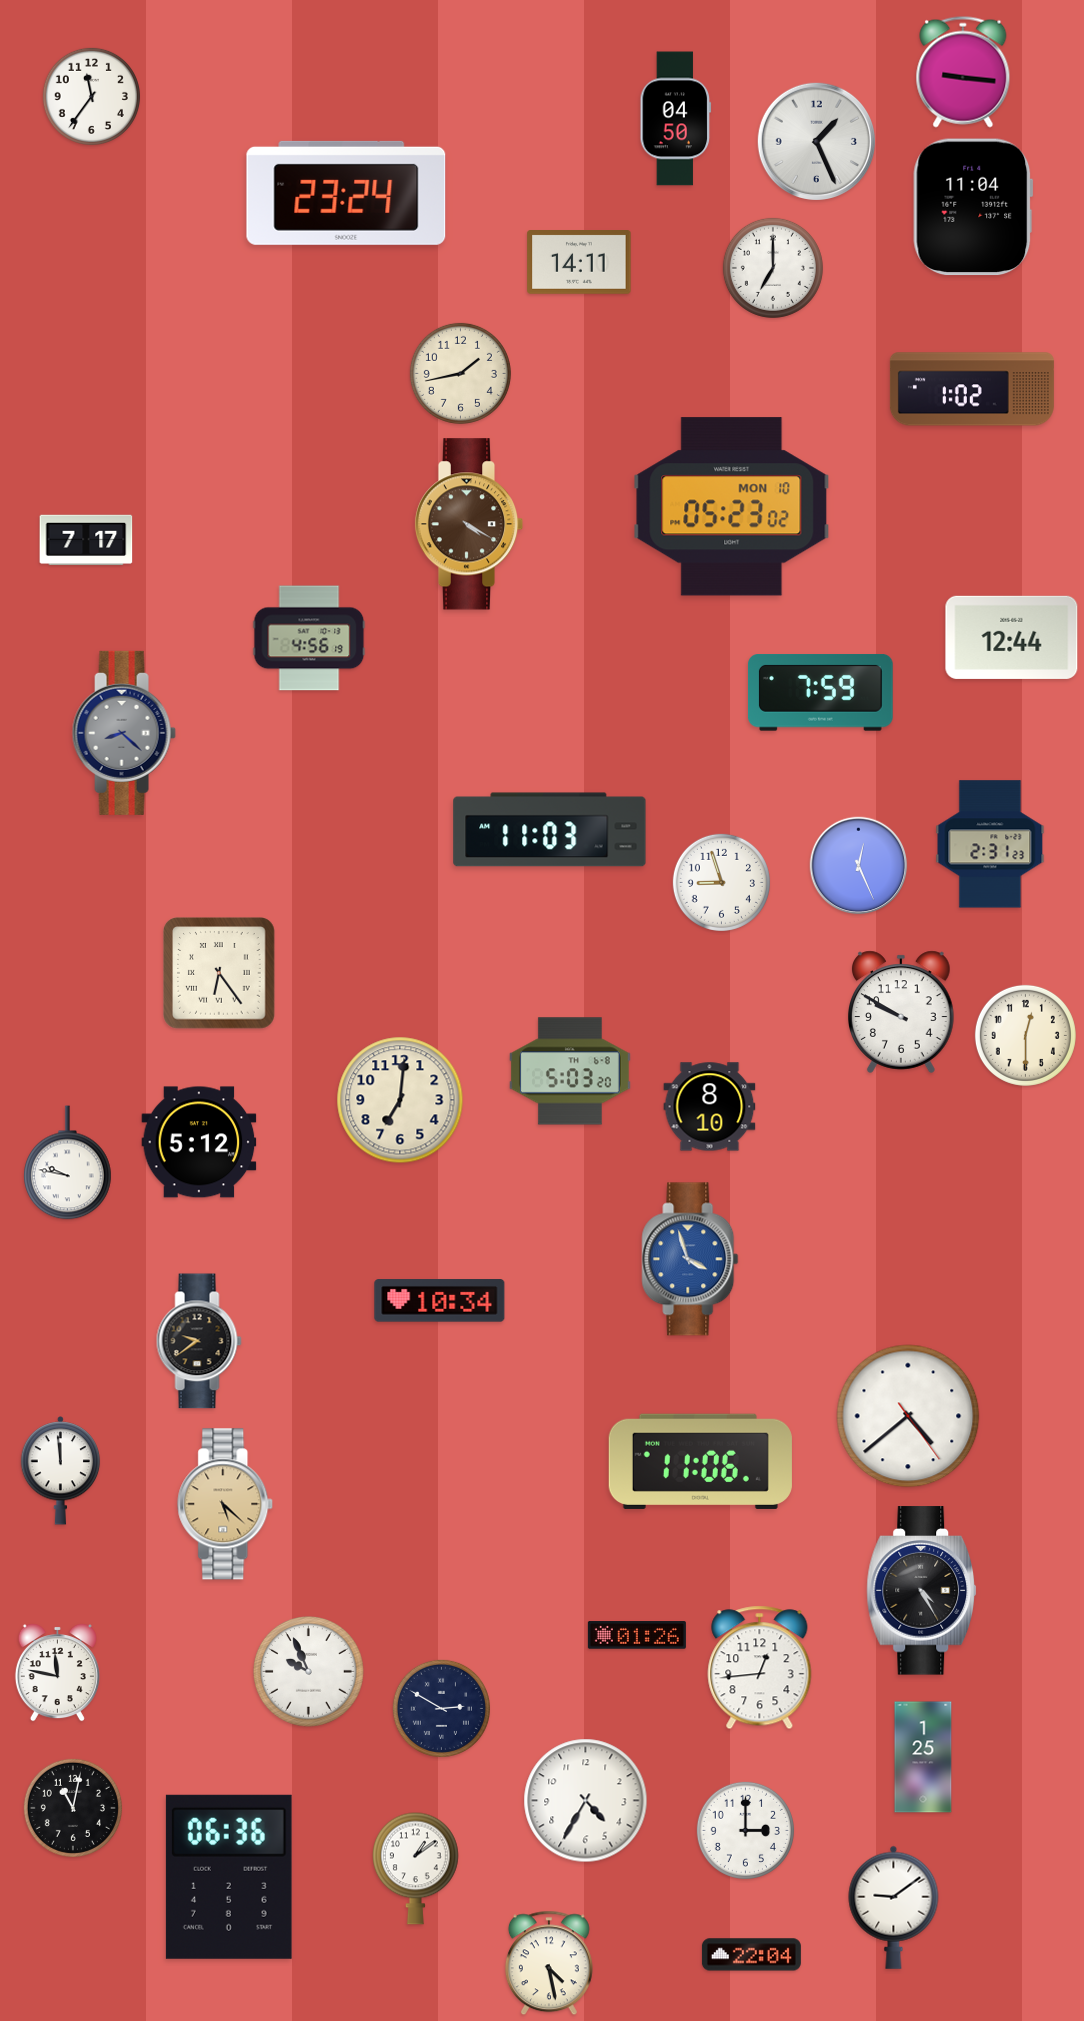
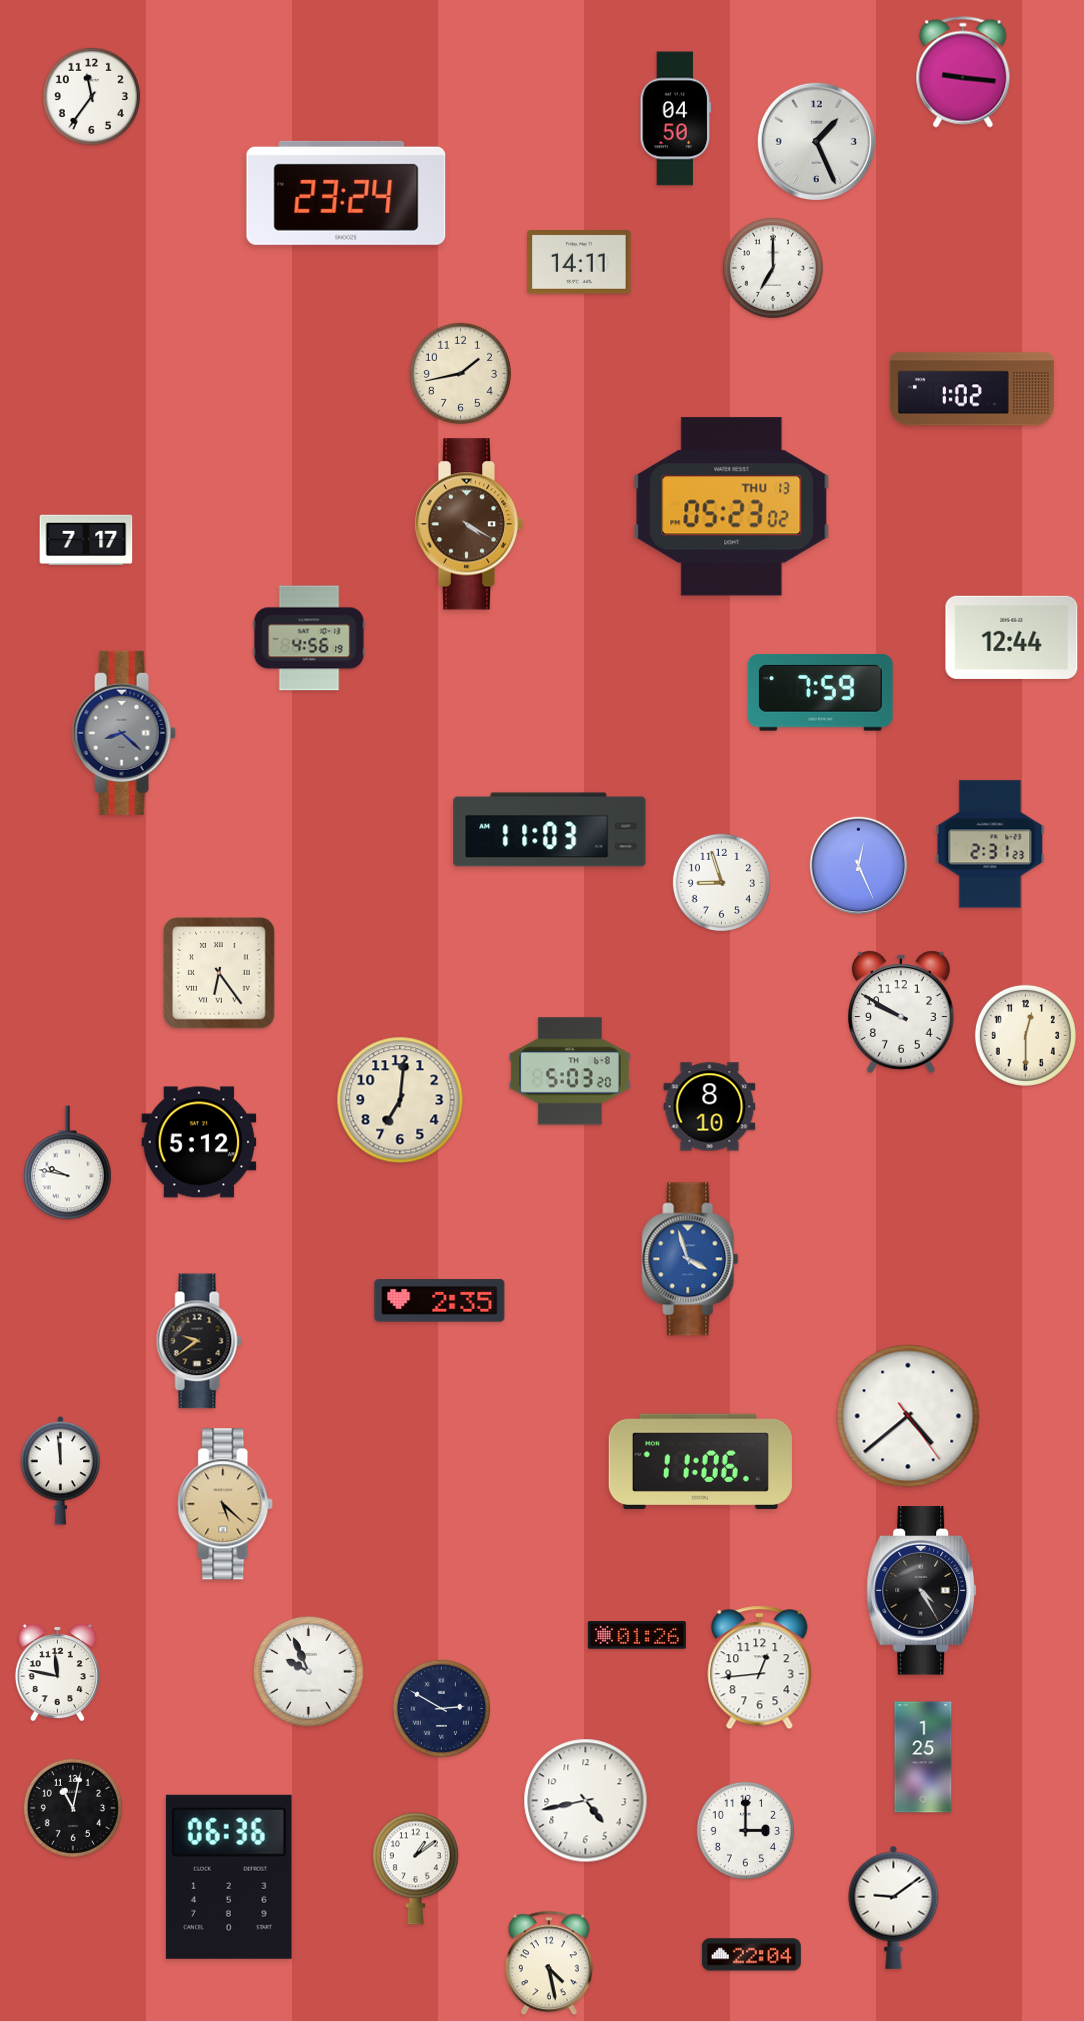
clock at (973, 207): 11:04 -> none
clock at (732, 507) date: MON 10 -> THU 13
clock at (440, 1301): 10:34 -> 2:35
clock at (586, 1801): 4:35 -> 4:43
